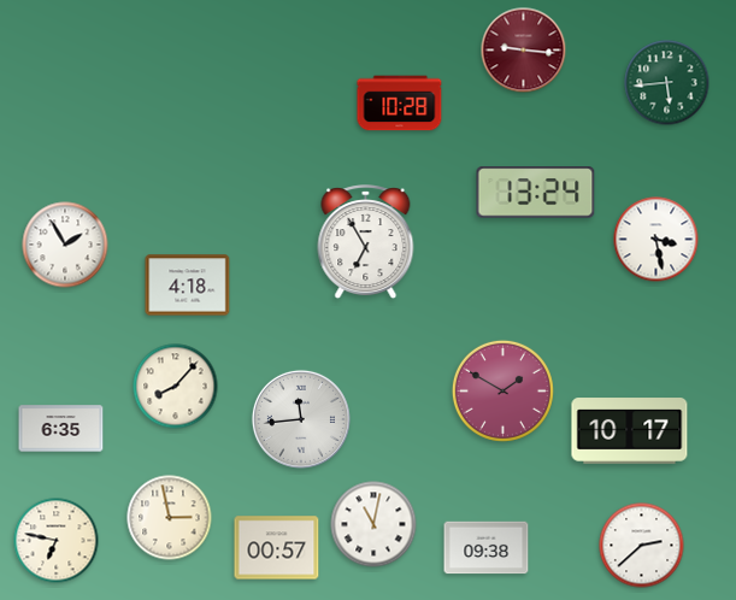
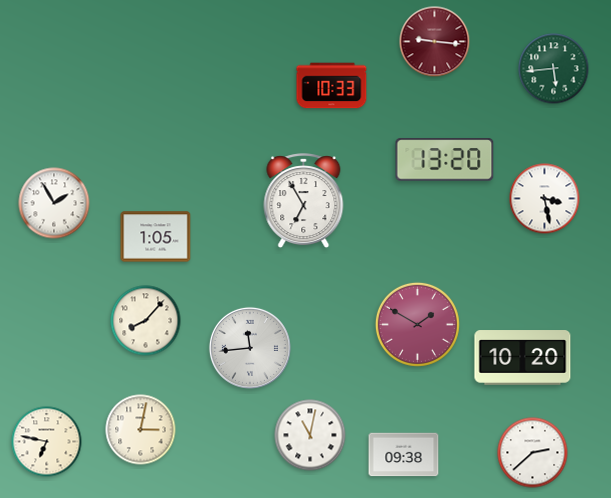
clock at (400, 104): 10:28 -> 10:33
clock at (536, 193): 13:24 -> 13:20
clock at (188, 286): 4:18 -> 1:05
clock at (61, 429): 6:35 -> none
clock at (630, 431): 10:17 -> 10:20
clock at (170, 518): 2:58 -> 3:02
clock at (57, 541) position: (57, 541) -> (47, 442)
clock at (277, 548): 00:57 -> none
